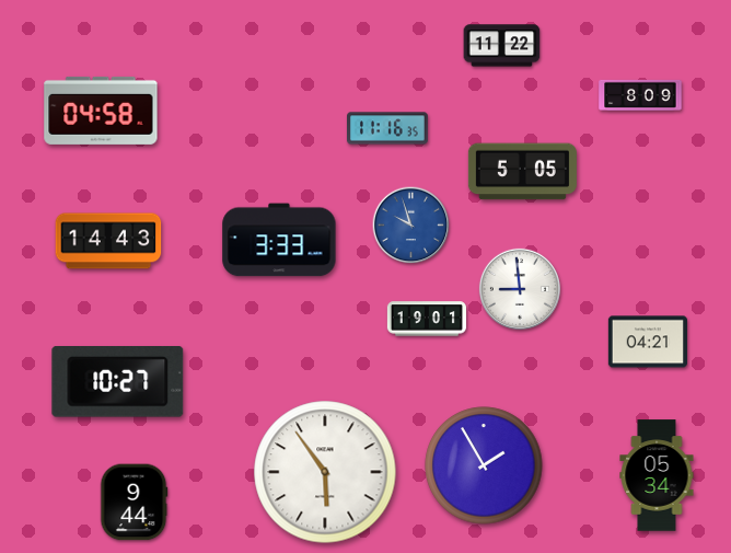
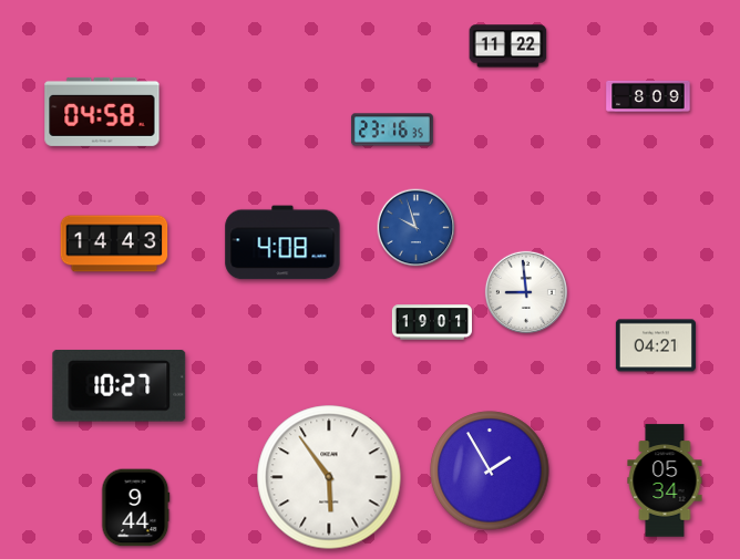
clock at (388, 128): 11:16 -> 23:16
clock at (522, 172): 5:05 -> none
clock at (279, 240): 3:33 -> 4:08
clock at (108, 241) position: (108, 241) -> (114, 244)
